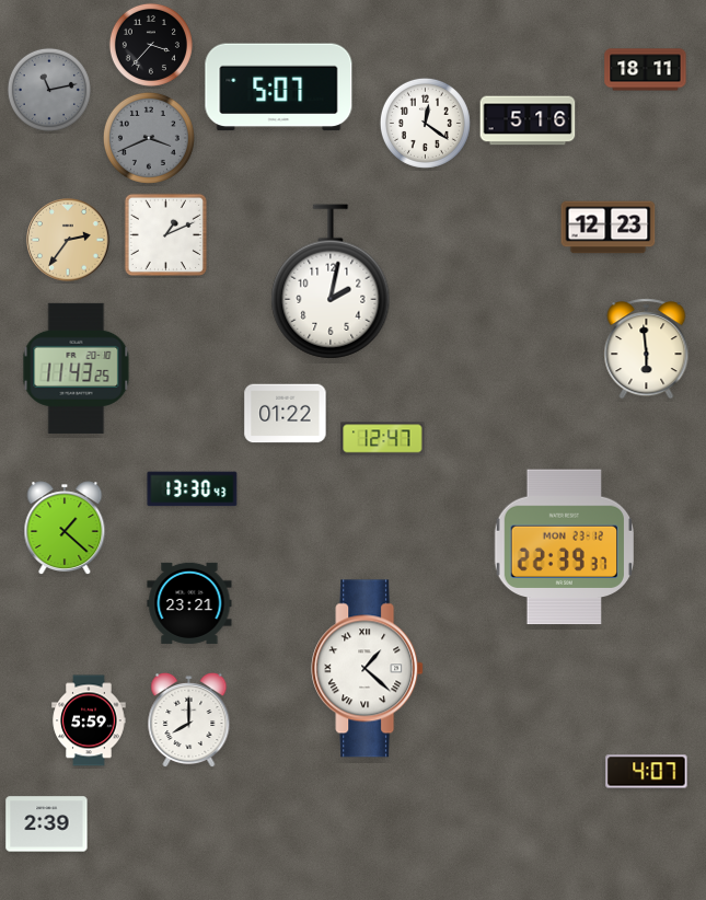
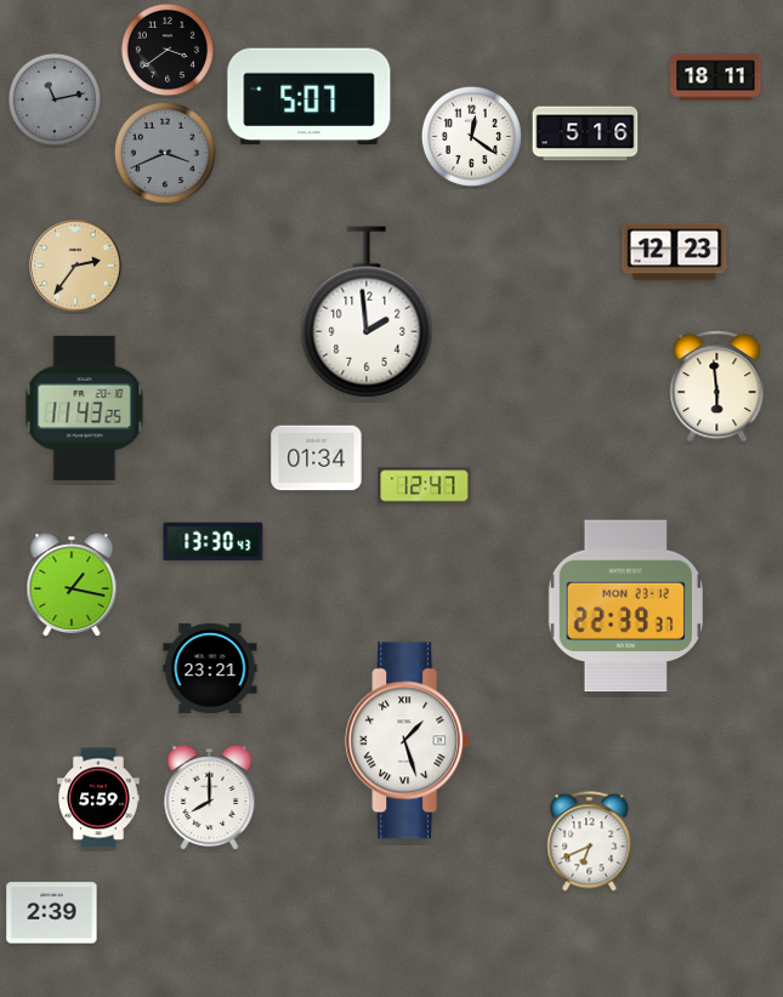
clock at (151, 45): 3:37 -> 3:39
clock at (165, 234): 1:11 -> none
clock at (331, 281): 2:02 -> 1:59
clock at (286, 414): 01:22 -> 01:34
clock at (65, 528): 1:22 -> 1:17
clock at (368, 669): 1:22 -> 1:27
clock at (590, 842): none -> 6:41
clock at (647, 772): 4:07 -> none
